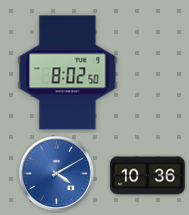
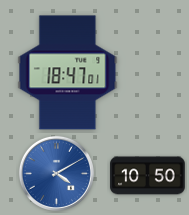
clock at (68, 73): 8:02 -> 18:47
clock at (148, 176): 10:36 -> 10:50
